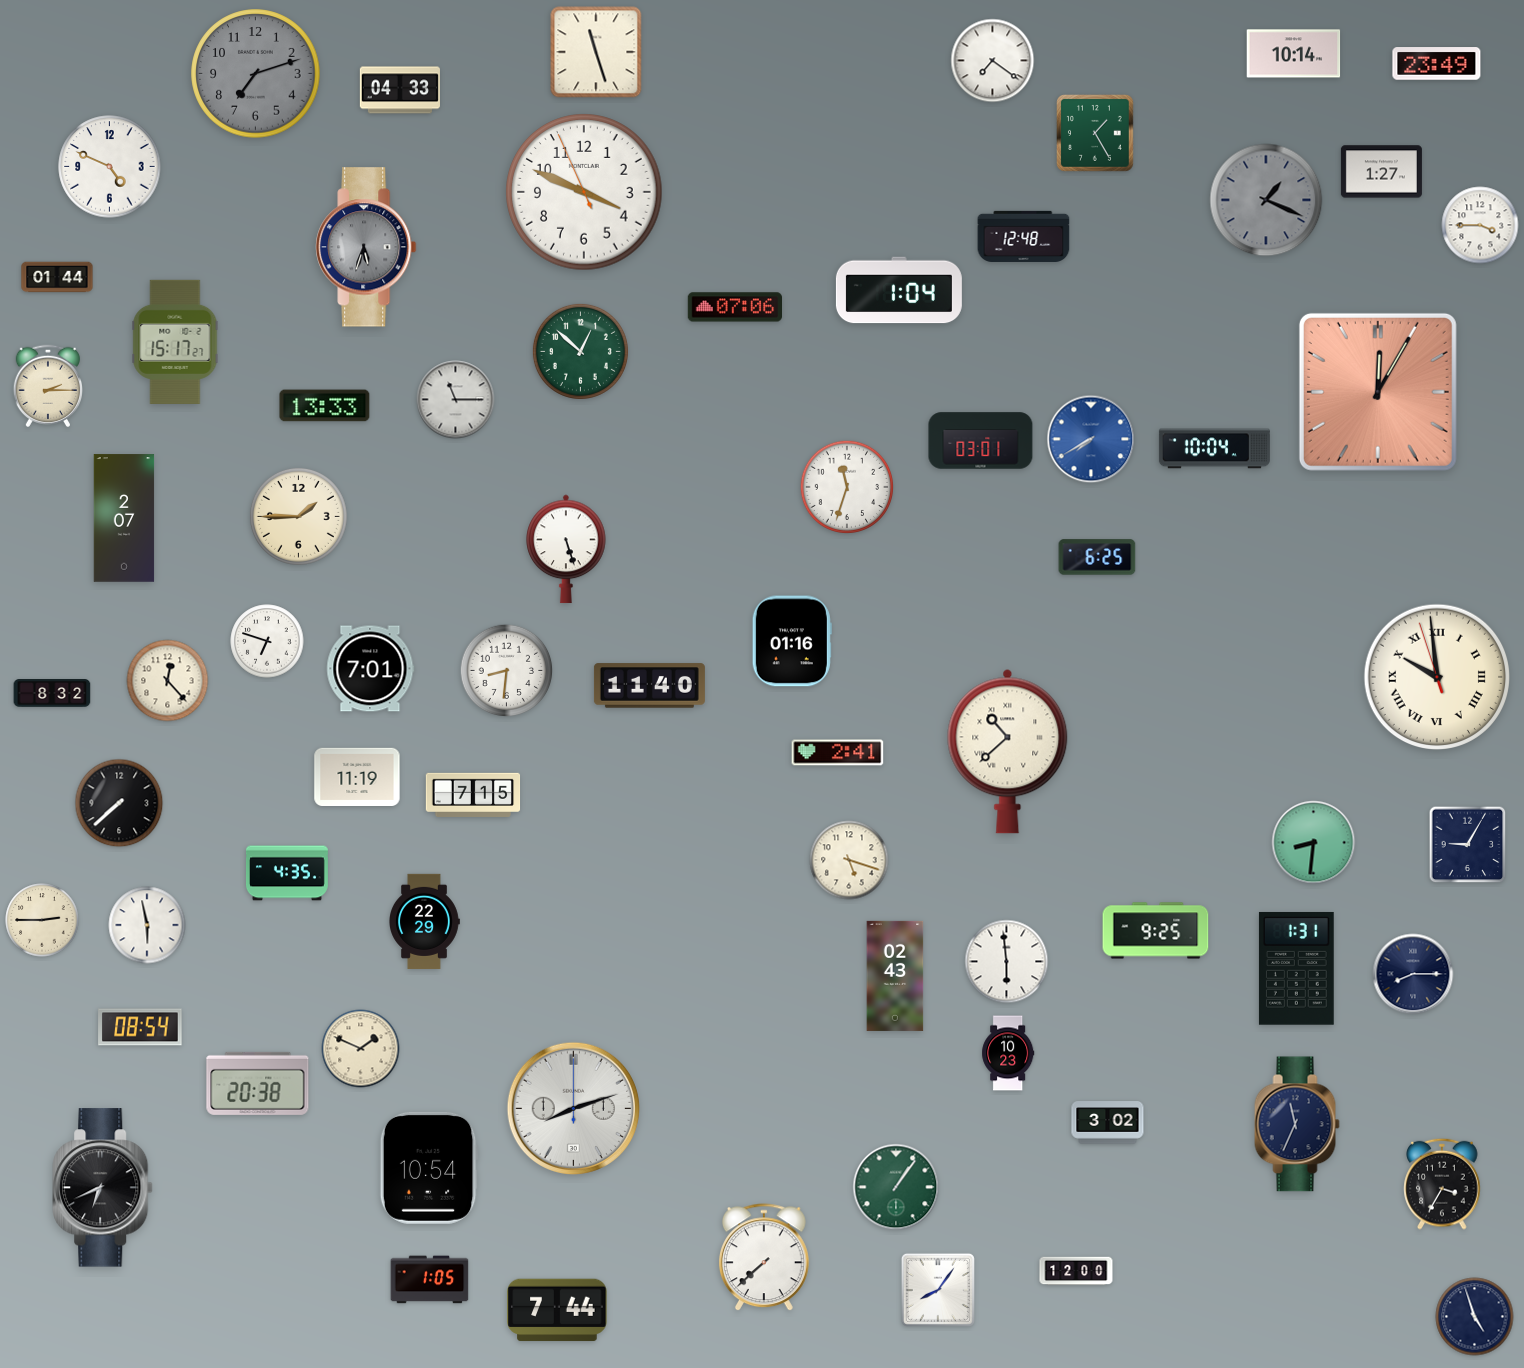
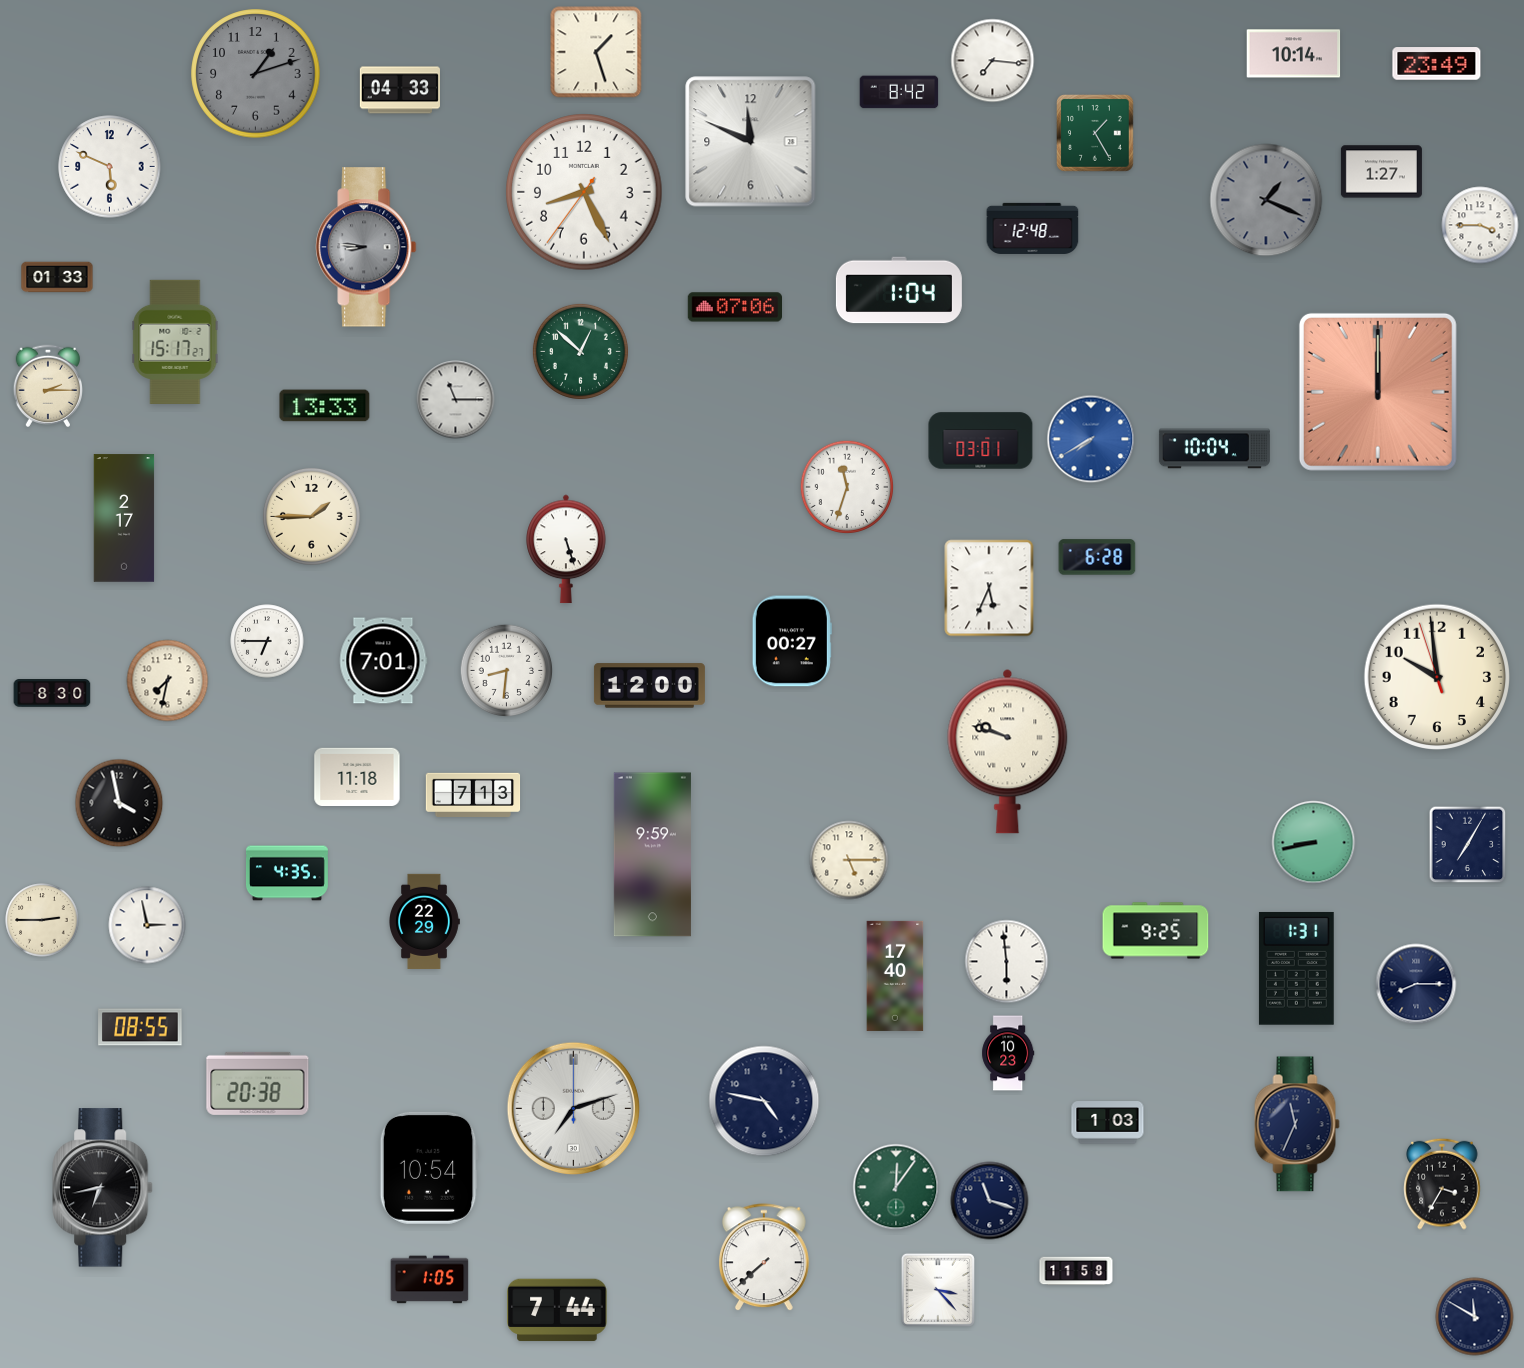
clock at (596, 52): 11:27 -> 1:27
clock at (993, 61): 7:21 -> 7:16
clock at (256, 74): 7:12 -> 1:12
clock at (899, 92): none -> 8:42
clock at (751, 142): none -> 11:49
clock at (110, 167): 4:49 -> 5:49
clock at (584, 192): 3:48 -> 8:25
clock at (1024, 236) position: (1024, 236) -> (1033, 228)
clock at (366, 247): 5:33 -> 8:46
clock at (57, 277): 01:44 -> 01:33
clock at (1378, 392): 12:05 -> 12:00
clock at (298, 516) position: (298, 516) -> (311, 516)
clock at (124, 518): 2:07 -> 2:17
clock at (1097, 557): 6:25 -> 6:28
clock at (989, 588): none -> 5:34
clock at (267, 641): 6:48 -> 6:45
clock at (792, 641): 01:16 -> 00:27
clock at (371, 669) position: (371, 669) -> (384, 661)
clock at (1436, 676) numerals: Roman -> Arabic
clock at (168, 681): 12:23 -> 7:32
clock at (649, 686): 11:40 -> 12:00
clock at (52, 693): 8:32 -> 8:30
clock at (1008, 751): 10:38 -> 9:48
clock at (838, 753): 2:41 -> none
clock at (357, 776): 11:19 -> 11:18
clock at (473, 795): 7:15 -> 7:13
clock at (119, 803): 7:38 -> 3:58
clock at (1314, 843): 8:31 -> 8:43
clock at (1468, 845): 9:05 -> 7:05
clock at (652, 855): none -> 9:59
clock at (849, 860): 5:18 -> 5:15
clock at (147, 925): 5:58 -> 2:58
clock at (1413, 974) position: (1413, 974) -> (1416, 984)
clock at (895, 976): 02:43 -> 17:40
clock at (140, 1027): 08:54 -> 08:55
clock at (361, 1049): 1:49 -> none
clock at (764, 1101): none -> 4:47
clock at (573, 1108): 8:12 -> 7:12
clock at (1108, 1123): 3:02 -> 1:03
clock at (896, 1187): 1:06 -> 12:06
clock at (103, 1188): 6:41 -> 6:43
clock at (990, 1201): none -> 11:18
clock at (1076, 1271): 12:00 -> 11:58
clock at (938, 1290): 8:06 -> 3:23
clock at (1475, 1317): 4:57 -> 11:50
